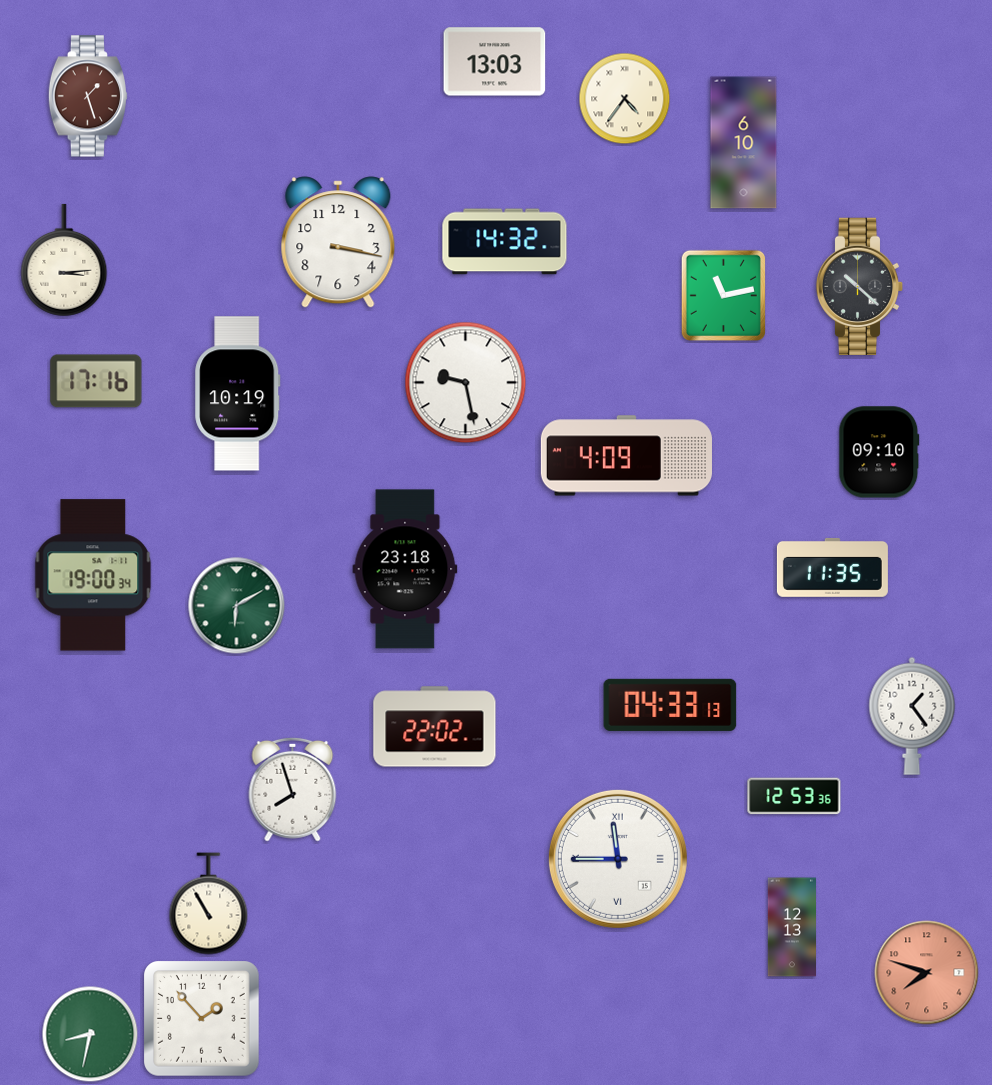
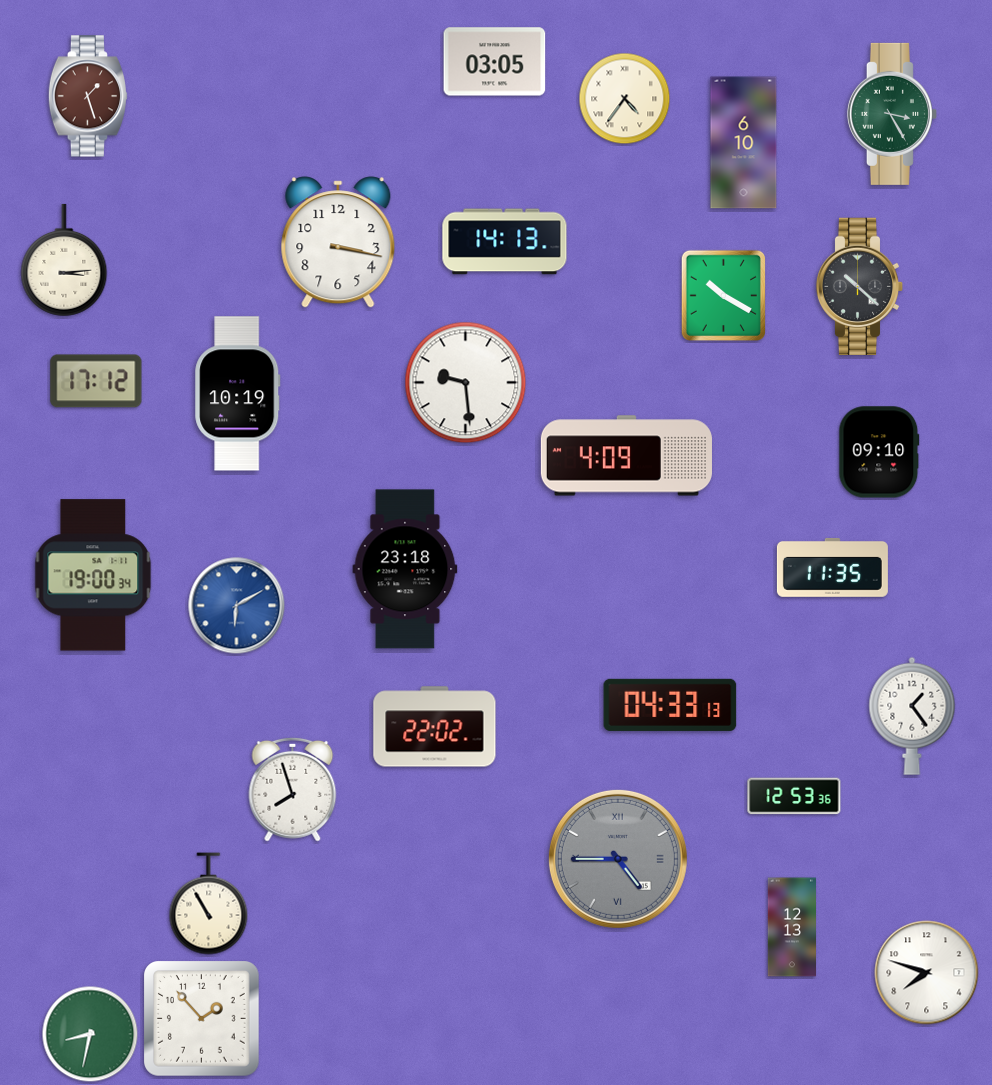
clock at (495, 62): 13:03 -> 03:05
clock at (892, 114): none -> 3:25
clock at (505, 242): 14:32 -> 14:13
clock at (723, 295): 11:13 -> 10:20
clock at (96, 381): 17:16 -> 17:12
clock at (466, 383): 9:28 -> 9:29
clock at (237, 606) dial: green -> blue
clock at (618, 859): 11:45 -> 4:45
clock at (618, 859) dial: white -> grey
clock at (927, 973) dial: salmon -> white
